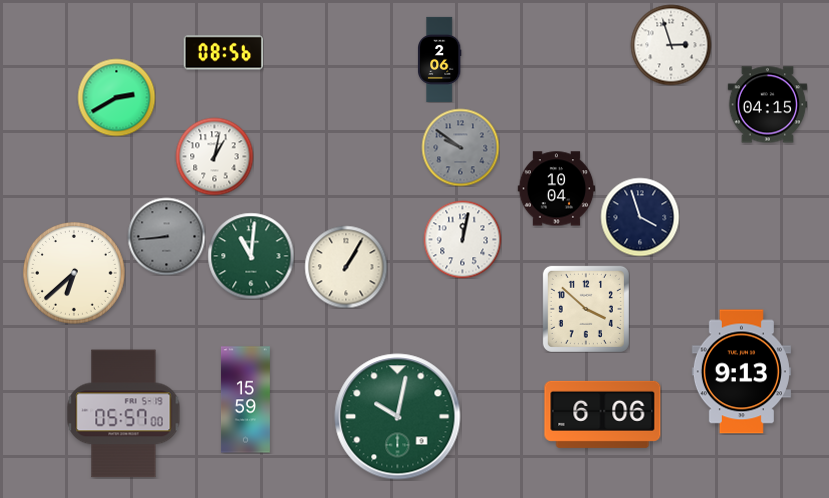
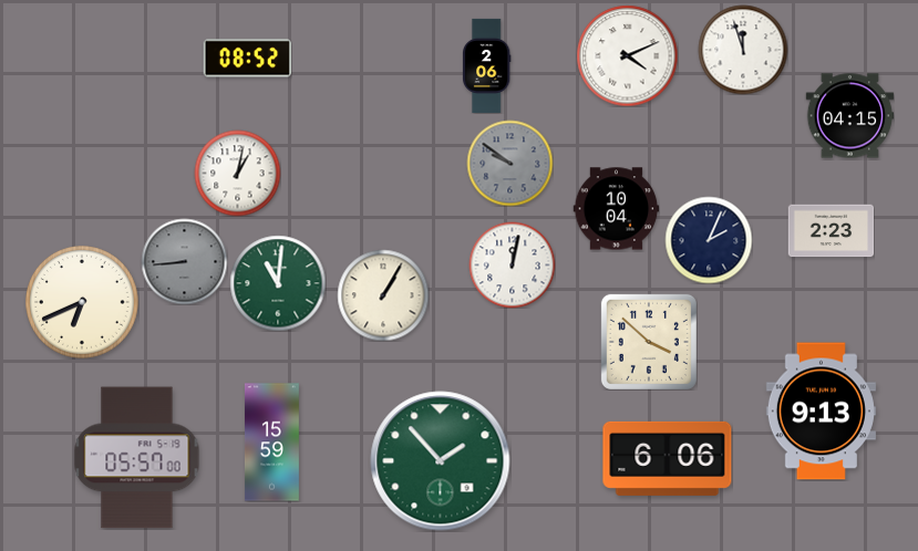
clock at (671, 45): 2:57 -> 11:57
clock at (627, 55): none -> 4:11
clock at (223, 53): 08:56 -> 08:52
clock at (116, 97): 2:40 -> none
clock at (831, 231): none -> 2:23
clock at (640, 217): 3:57 -> 2:04
clock at (75, 274): 6:38 -> 6:41
clock at (398, 417): 10:02 -> 1:53
